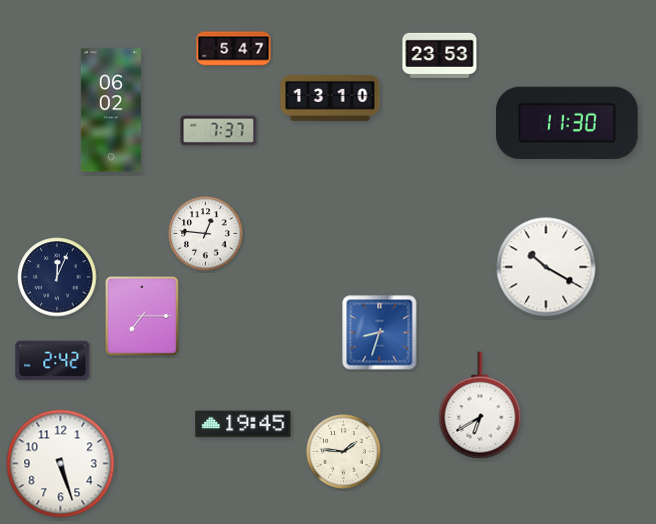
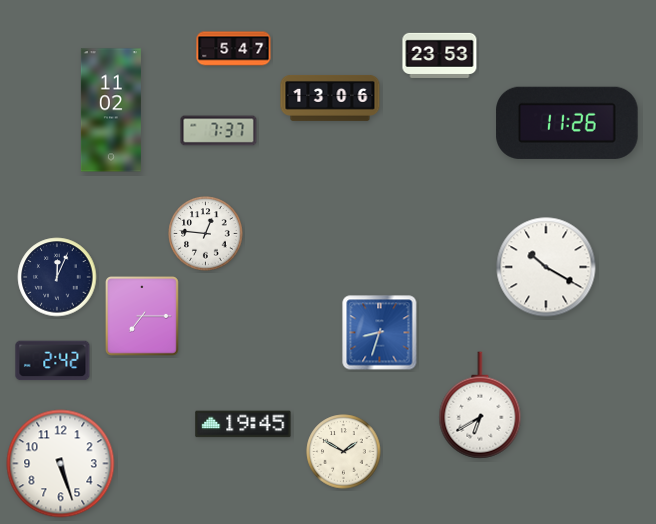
clock at (330, 98): 13:10 -> 13:06
clock at (111, 110): 06:02 -> 11:02
clock at (567, 123): 11:30 -> 11:26
clock at (344, 452): 1:46 -> 1:50
